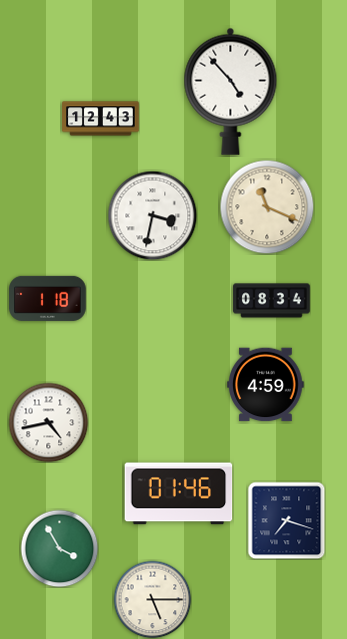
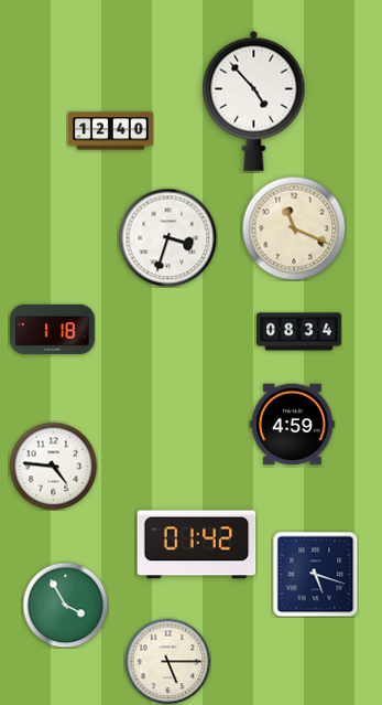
clock at (101, 119): 12:43 -> 12:40
clock at (152, 215): 3:32 -> 3:33
clock at (48, 422): 4:43 -> 4:46
clock at (179, 494): 01:46 -> 01:42
clock at (286, 520): 7:18 -> 5:18
